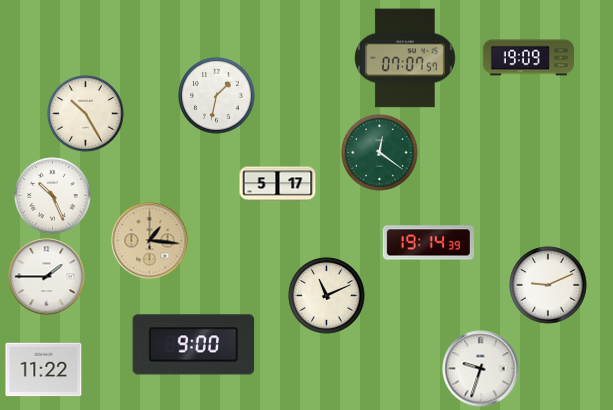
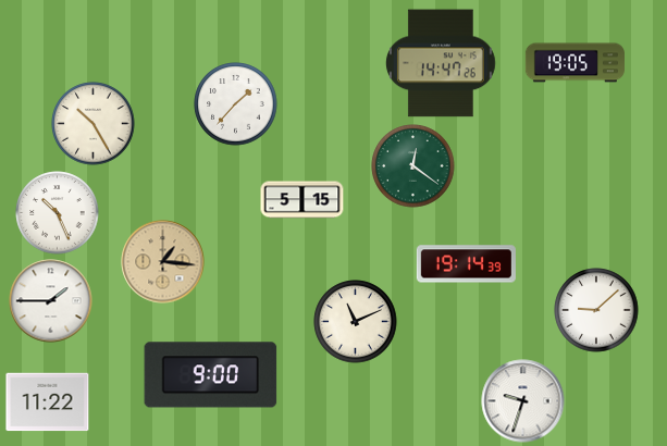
clock at (405, 58): 07:07 -> 14:47
clock at (528, 58): 19:09 -> 19:05
clock at (217, 96): 1:32 -> 1:37
clock at (278, 184): 5:17 -> 5:15
clock at (548, 285): 9:11 -> 9:08
